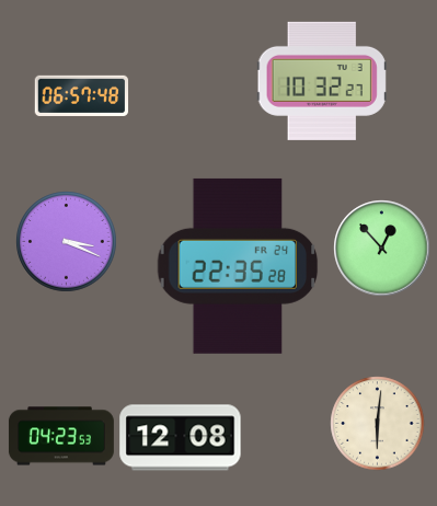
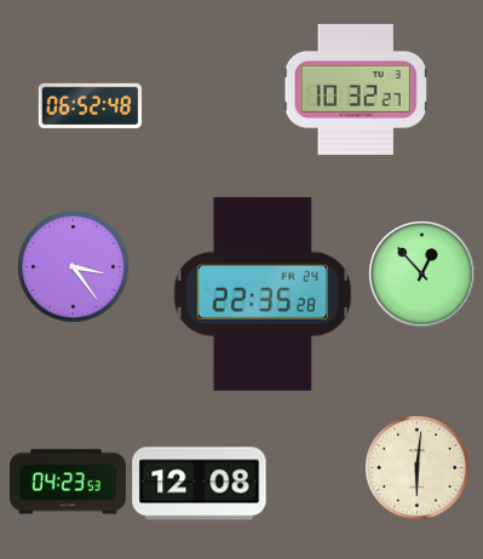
clock at (81, 95): 06:57 -> 06:52
clock at (66, 241): 3:19 -> 3:24
